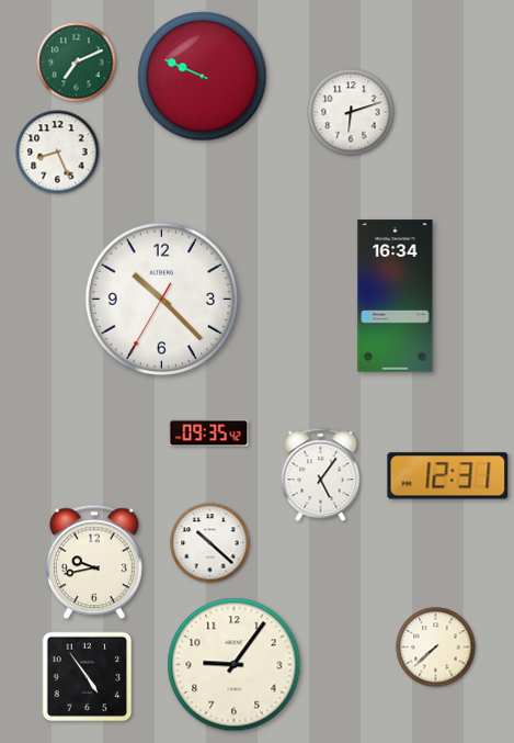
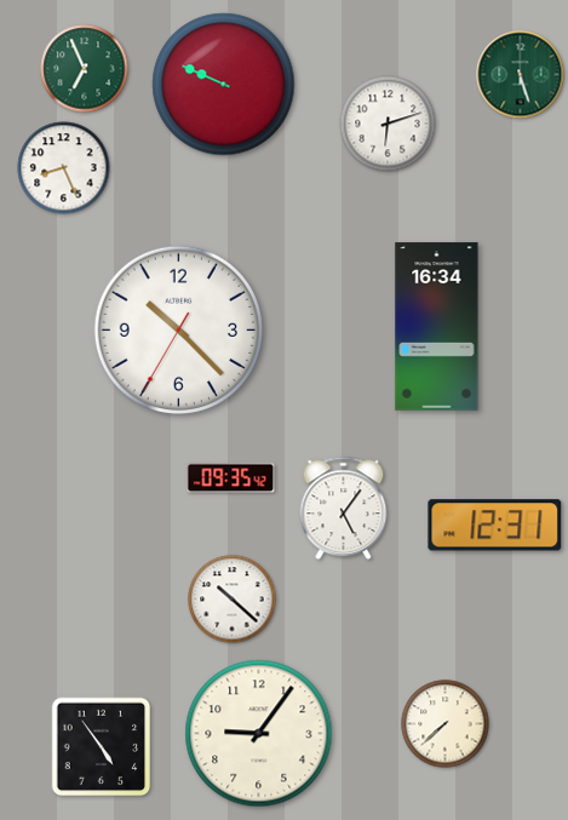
clock at (77, 63): 7:11 -> 6:56
clock at (521, 75): none -> 5:27
clock at (321, 475) position: (321, 475) -> (344, 509)
clock at (94, 562): 9:43 -> none
clock at (436, 648) position: (436, 648) -> (446, 724)
clock at (88, 677) position: (88, 677) -> (102, 747)
